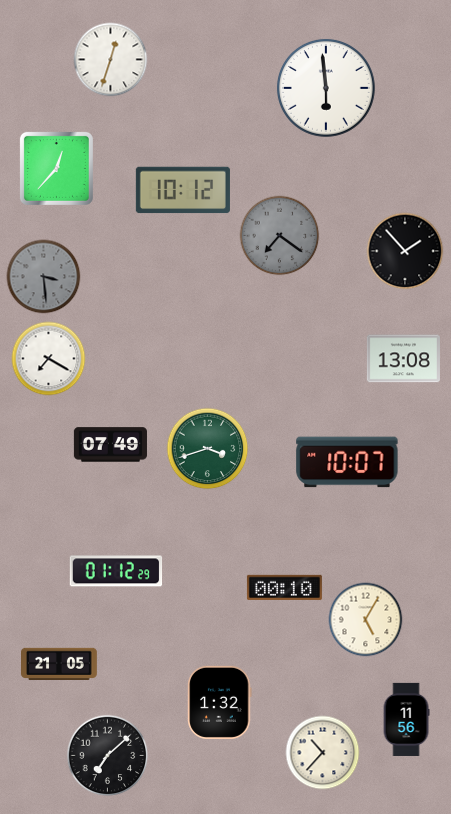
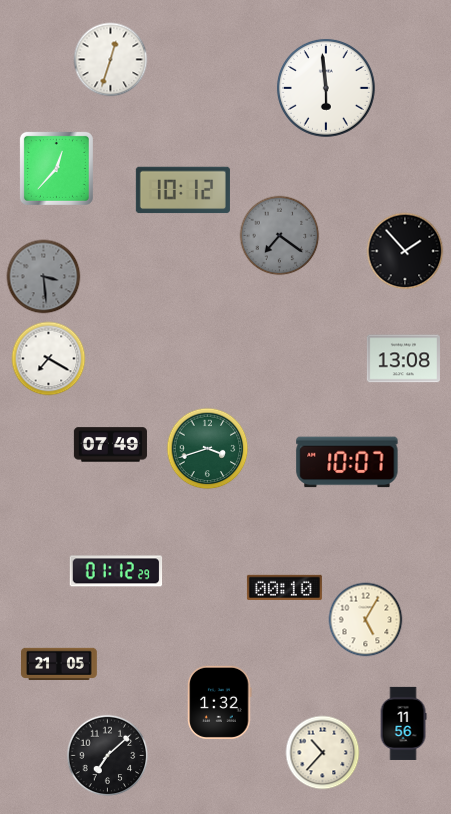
clock at (406, 719) position: (406, 719) -> (403, 723)
